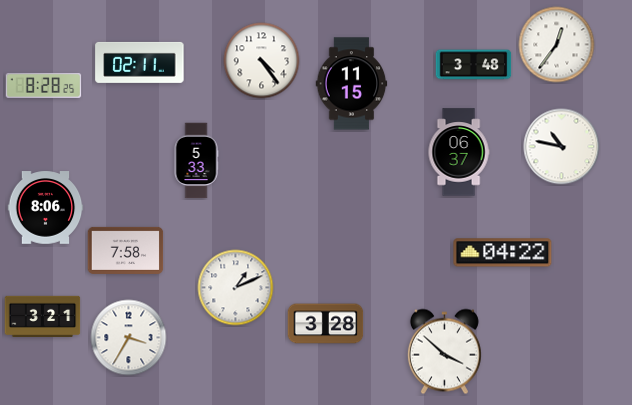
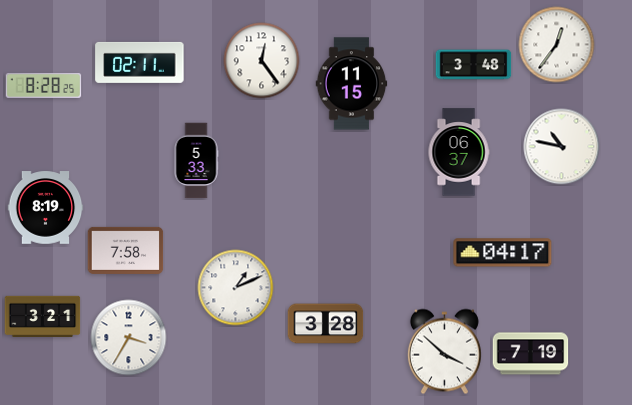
clock at (262, 61): 4:24 -> 12:24
clock at (46, 208): 8:06 -> 8:19
clock at (503, 253): 04:22 -> 04:17
clock at (531, 354): none -> 7:19
